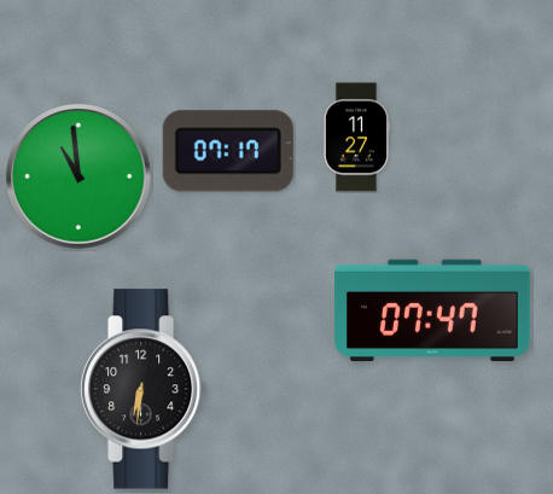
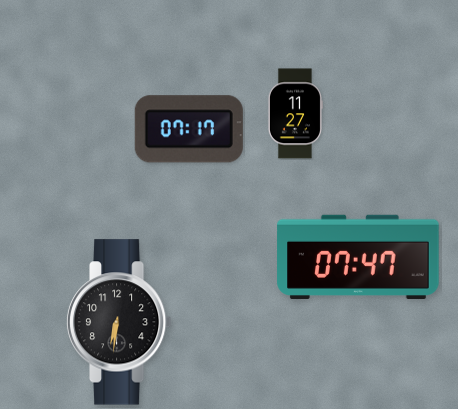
clock at (228, 151) position: (228, 151) -> (189, 129)
clock at (78, 176): 10:59 -> none
